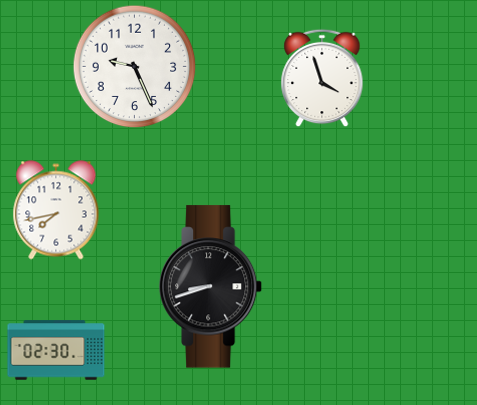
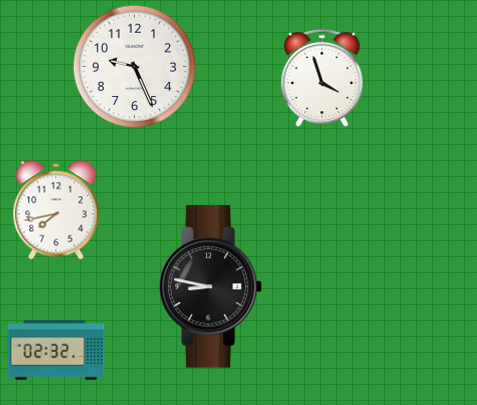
clock at (211, 287): 8:42 -> 8:47
clock at (56, 350): 02:30 -> 02:32
